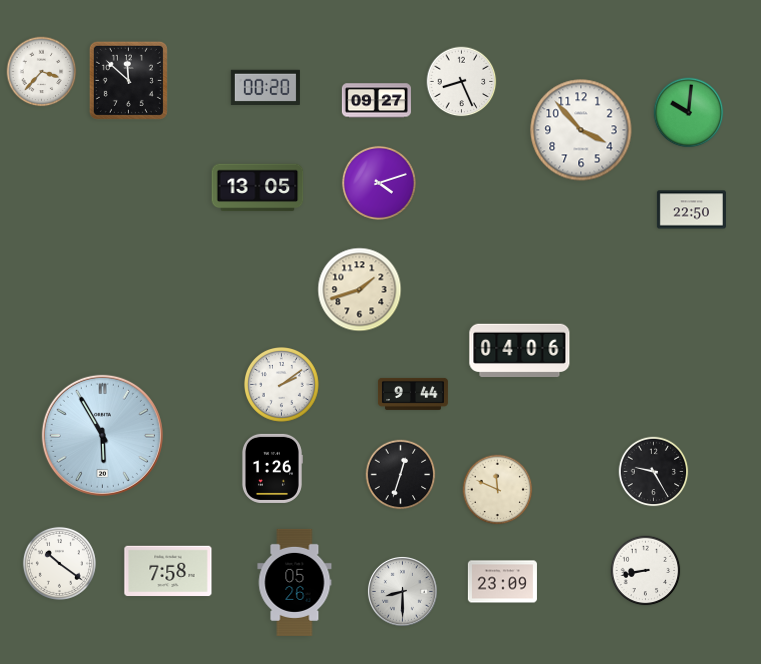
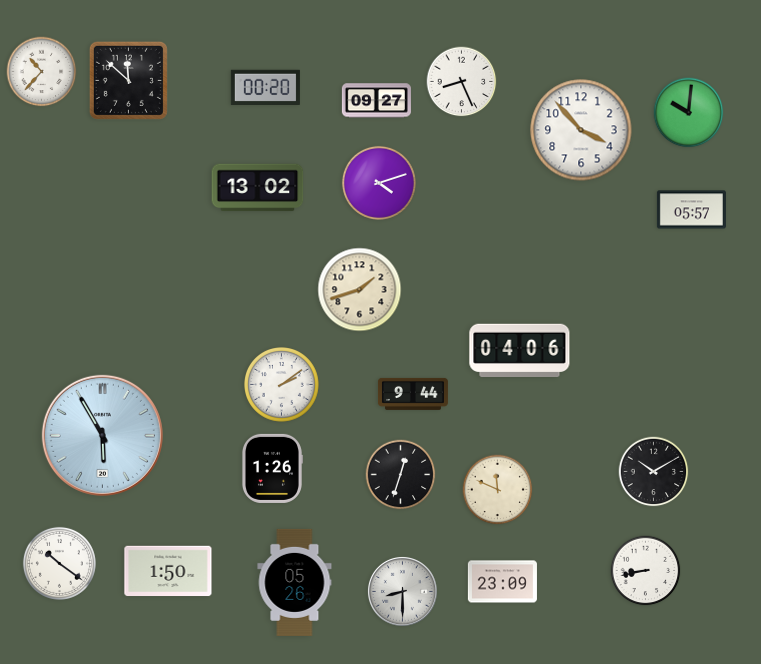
clock at (42, 72): 3:37 -> 10:37
clock at (258, 188): 13:05 -> 13:02
clock at (691, 210): 22:50 -> 05:57
clock at (654, 472): 9:25 -> 10:10
clock at (168, 571): 7:58 -> 1:50
